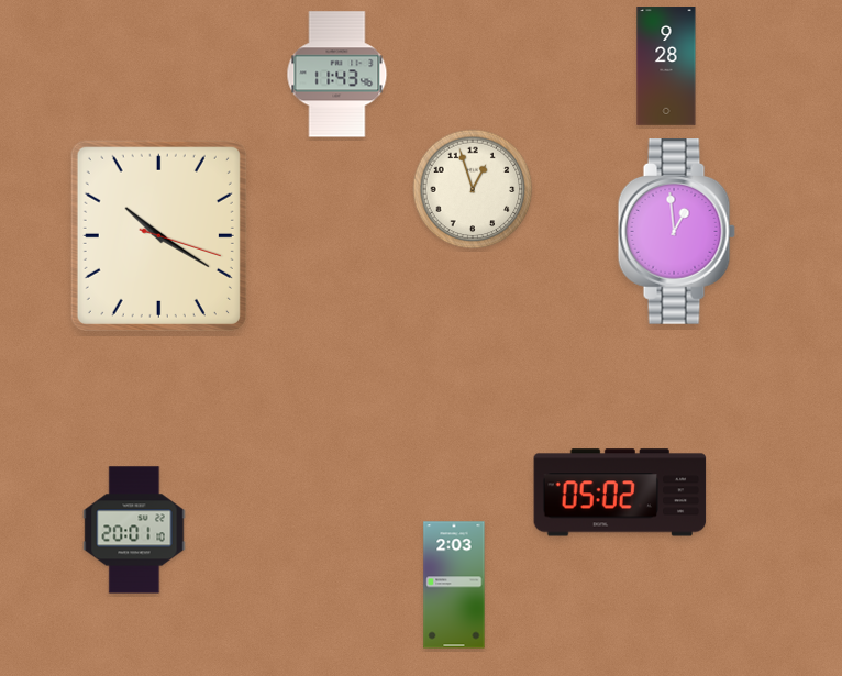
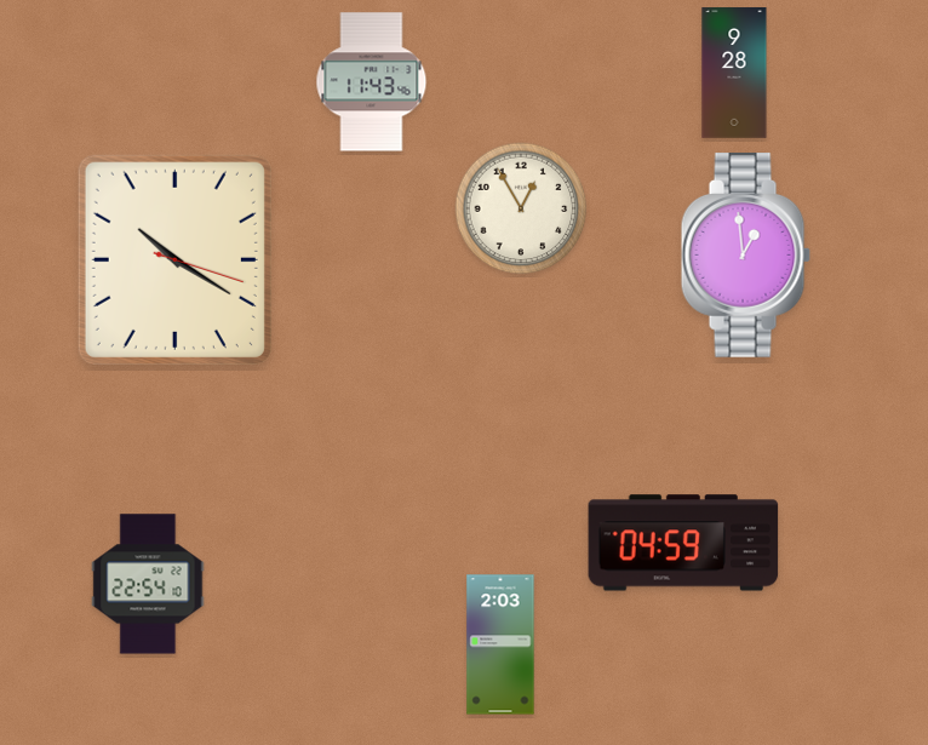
clock at (473, 189): 12:57 -> 12:55
clock at (620, 492): 05:02 -> 04:59
clock at (134, 530): 20:01 -> 22:54
